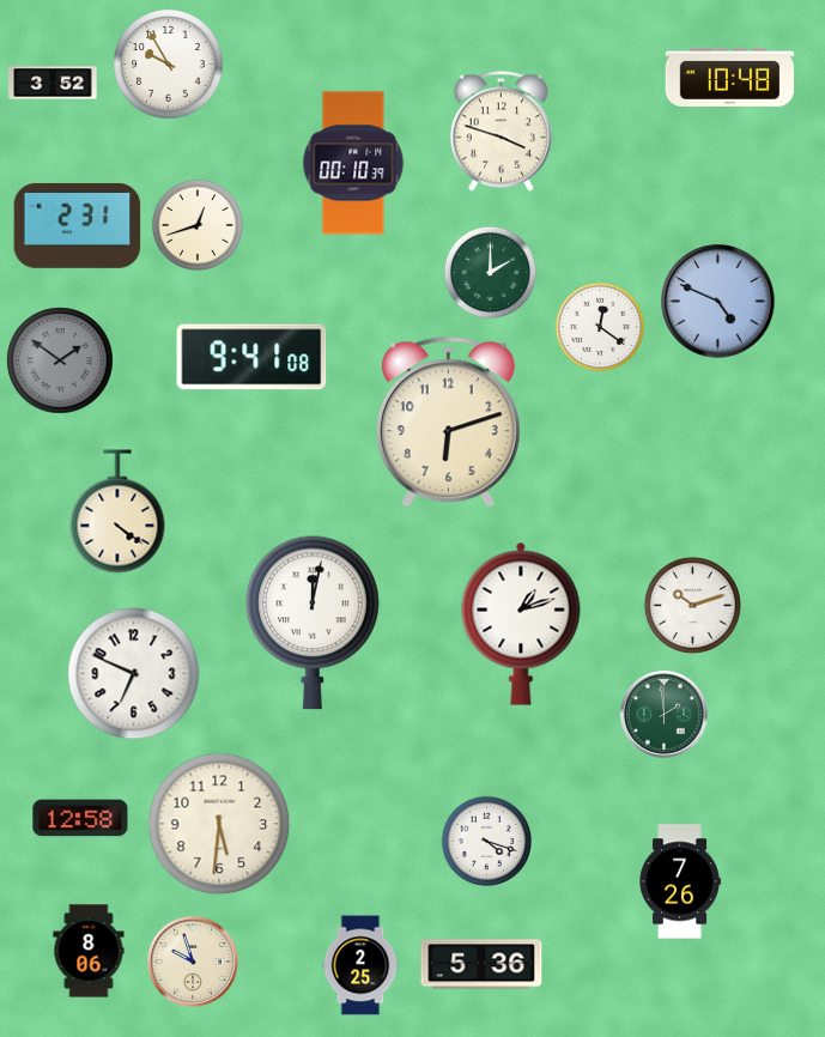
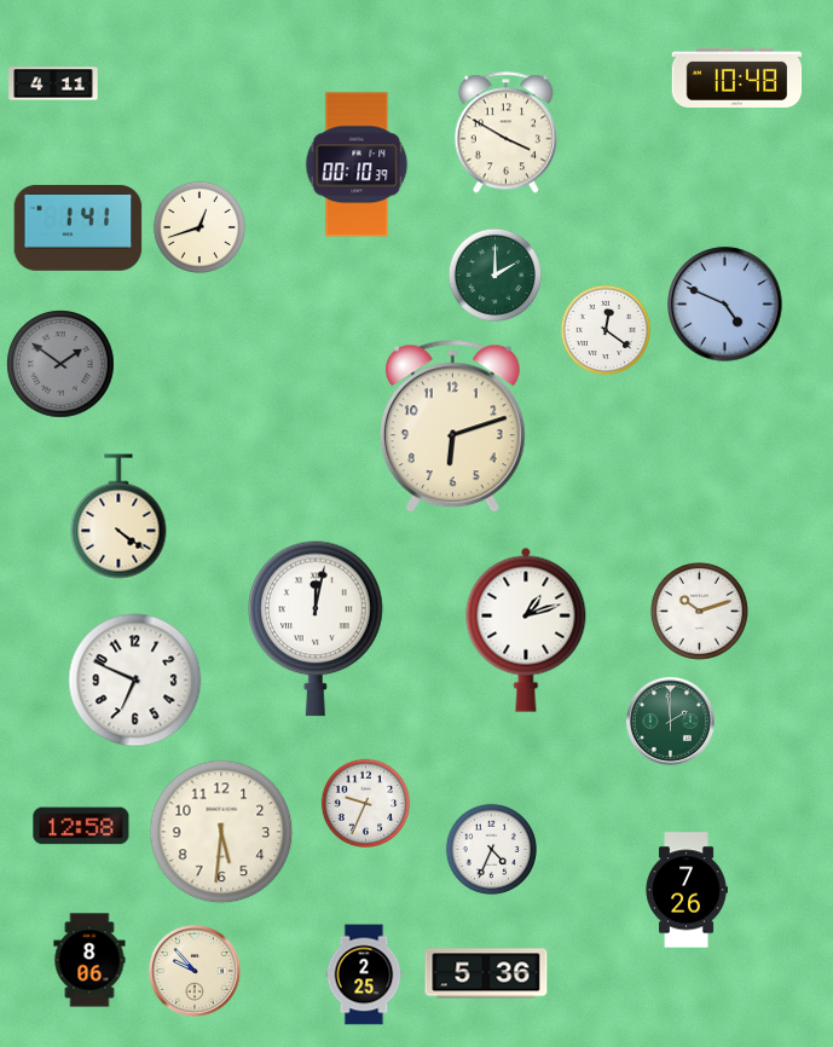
clock at (169, 65): 9:55 -> none
clock at (53, 83): 3:52 -> 4:11
clock at (501, 132): 3:48 -> 3:50
clock at (78, 225): 2:31 -> 1:41
clock at (251, 357): 9:41 -> none
clock at (366, 804): none -> 9:34
clock at (486, 841): 4:18 -> 4:34
clock at (194, 963): 9:57 -> 9:53
